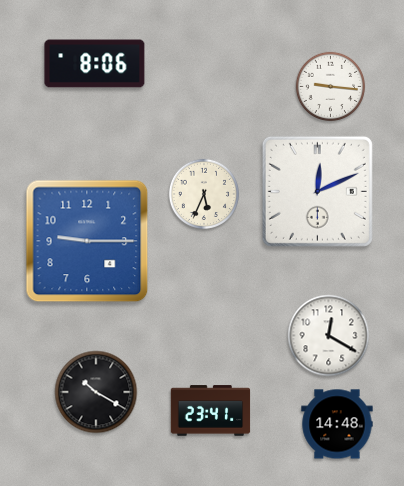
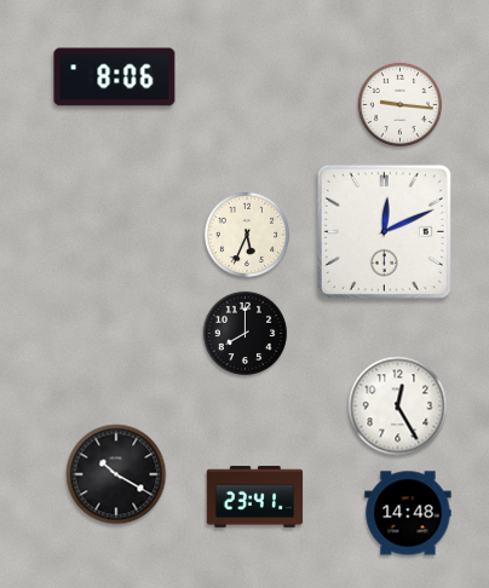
clock at (87, 241): 9:15 -> none
clock at (246, 334): none -> 8:00
clock at (329, 336): 12:20 -> 12:25
